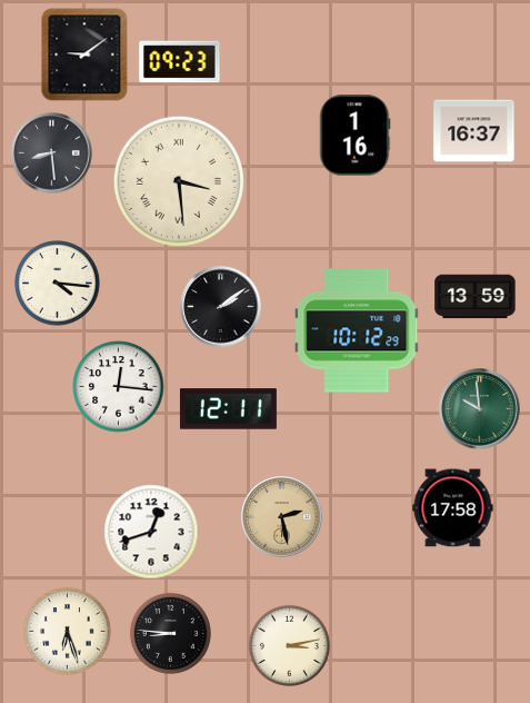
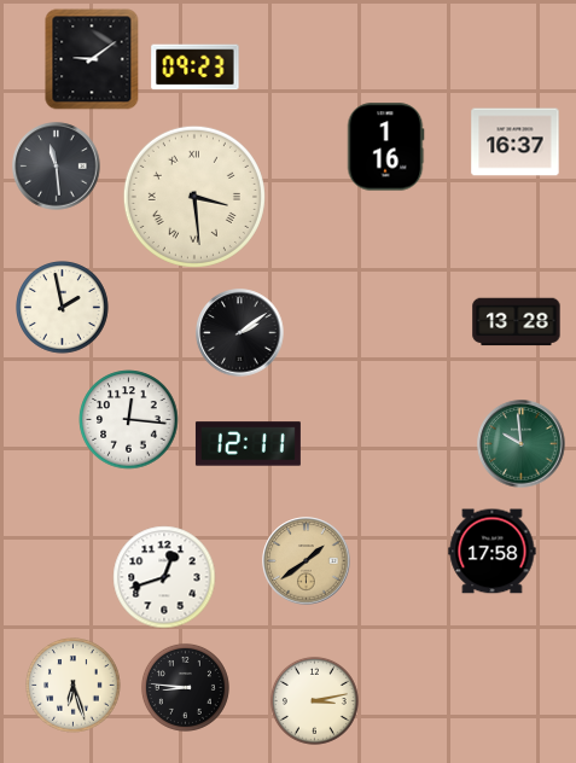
clock at (52, 154): 8:29 -> 11:29
clock at (58, 284): 4:16 -> 1:58
clock at (476, 297): 13:59 -> 13:28
clock at (357, 330): 10:12 -> none
clock at (282, 517): 2:28 -> 1:39
